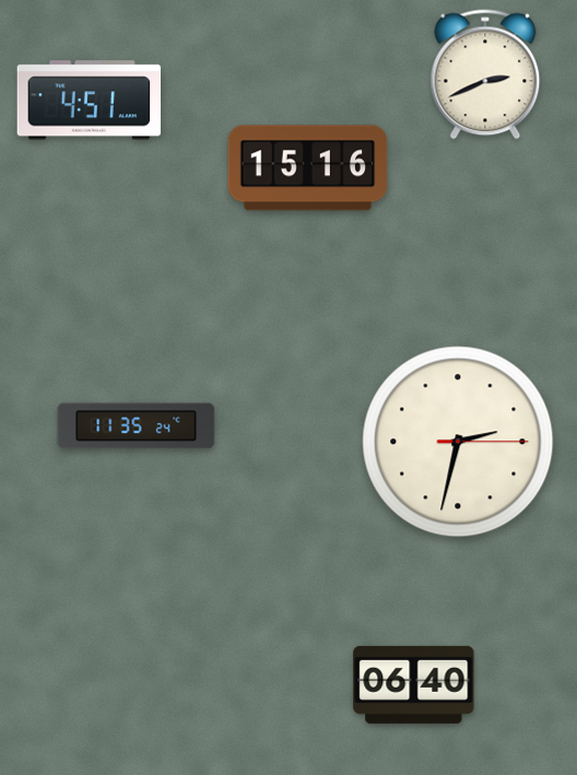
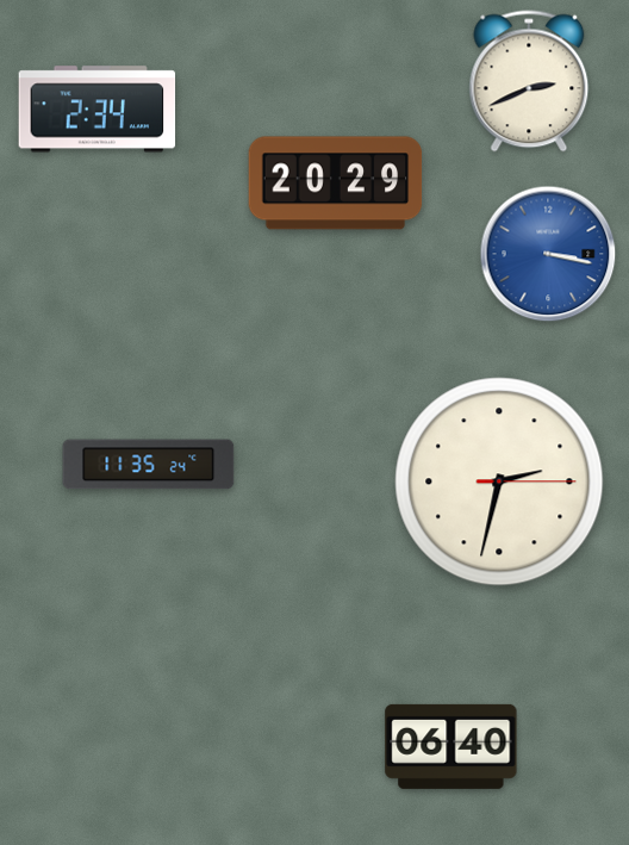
clock at (90, 101): 4:51 -> 2:34
clock at (308, 168): 15:16 -> 20:29
clock at (548, 254): none -> 3:17
